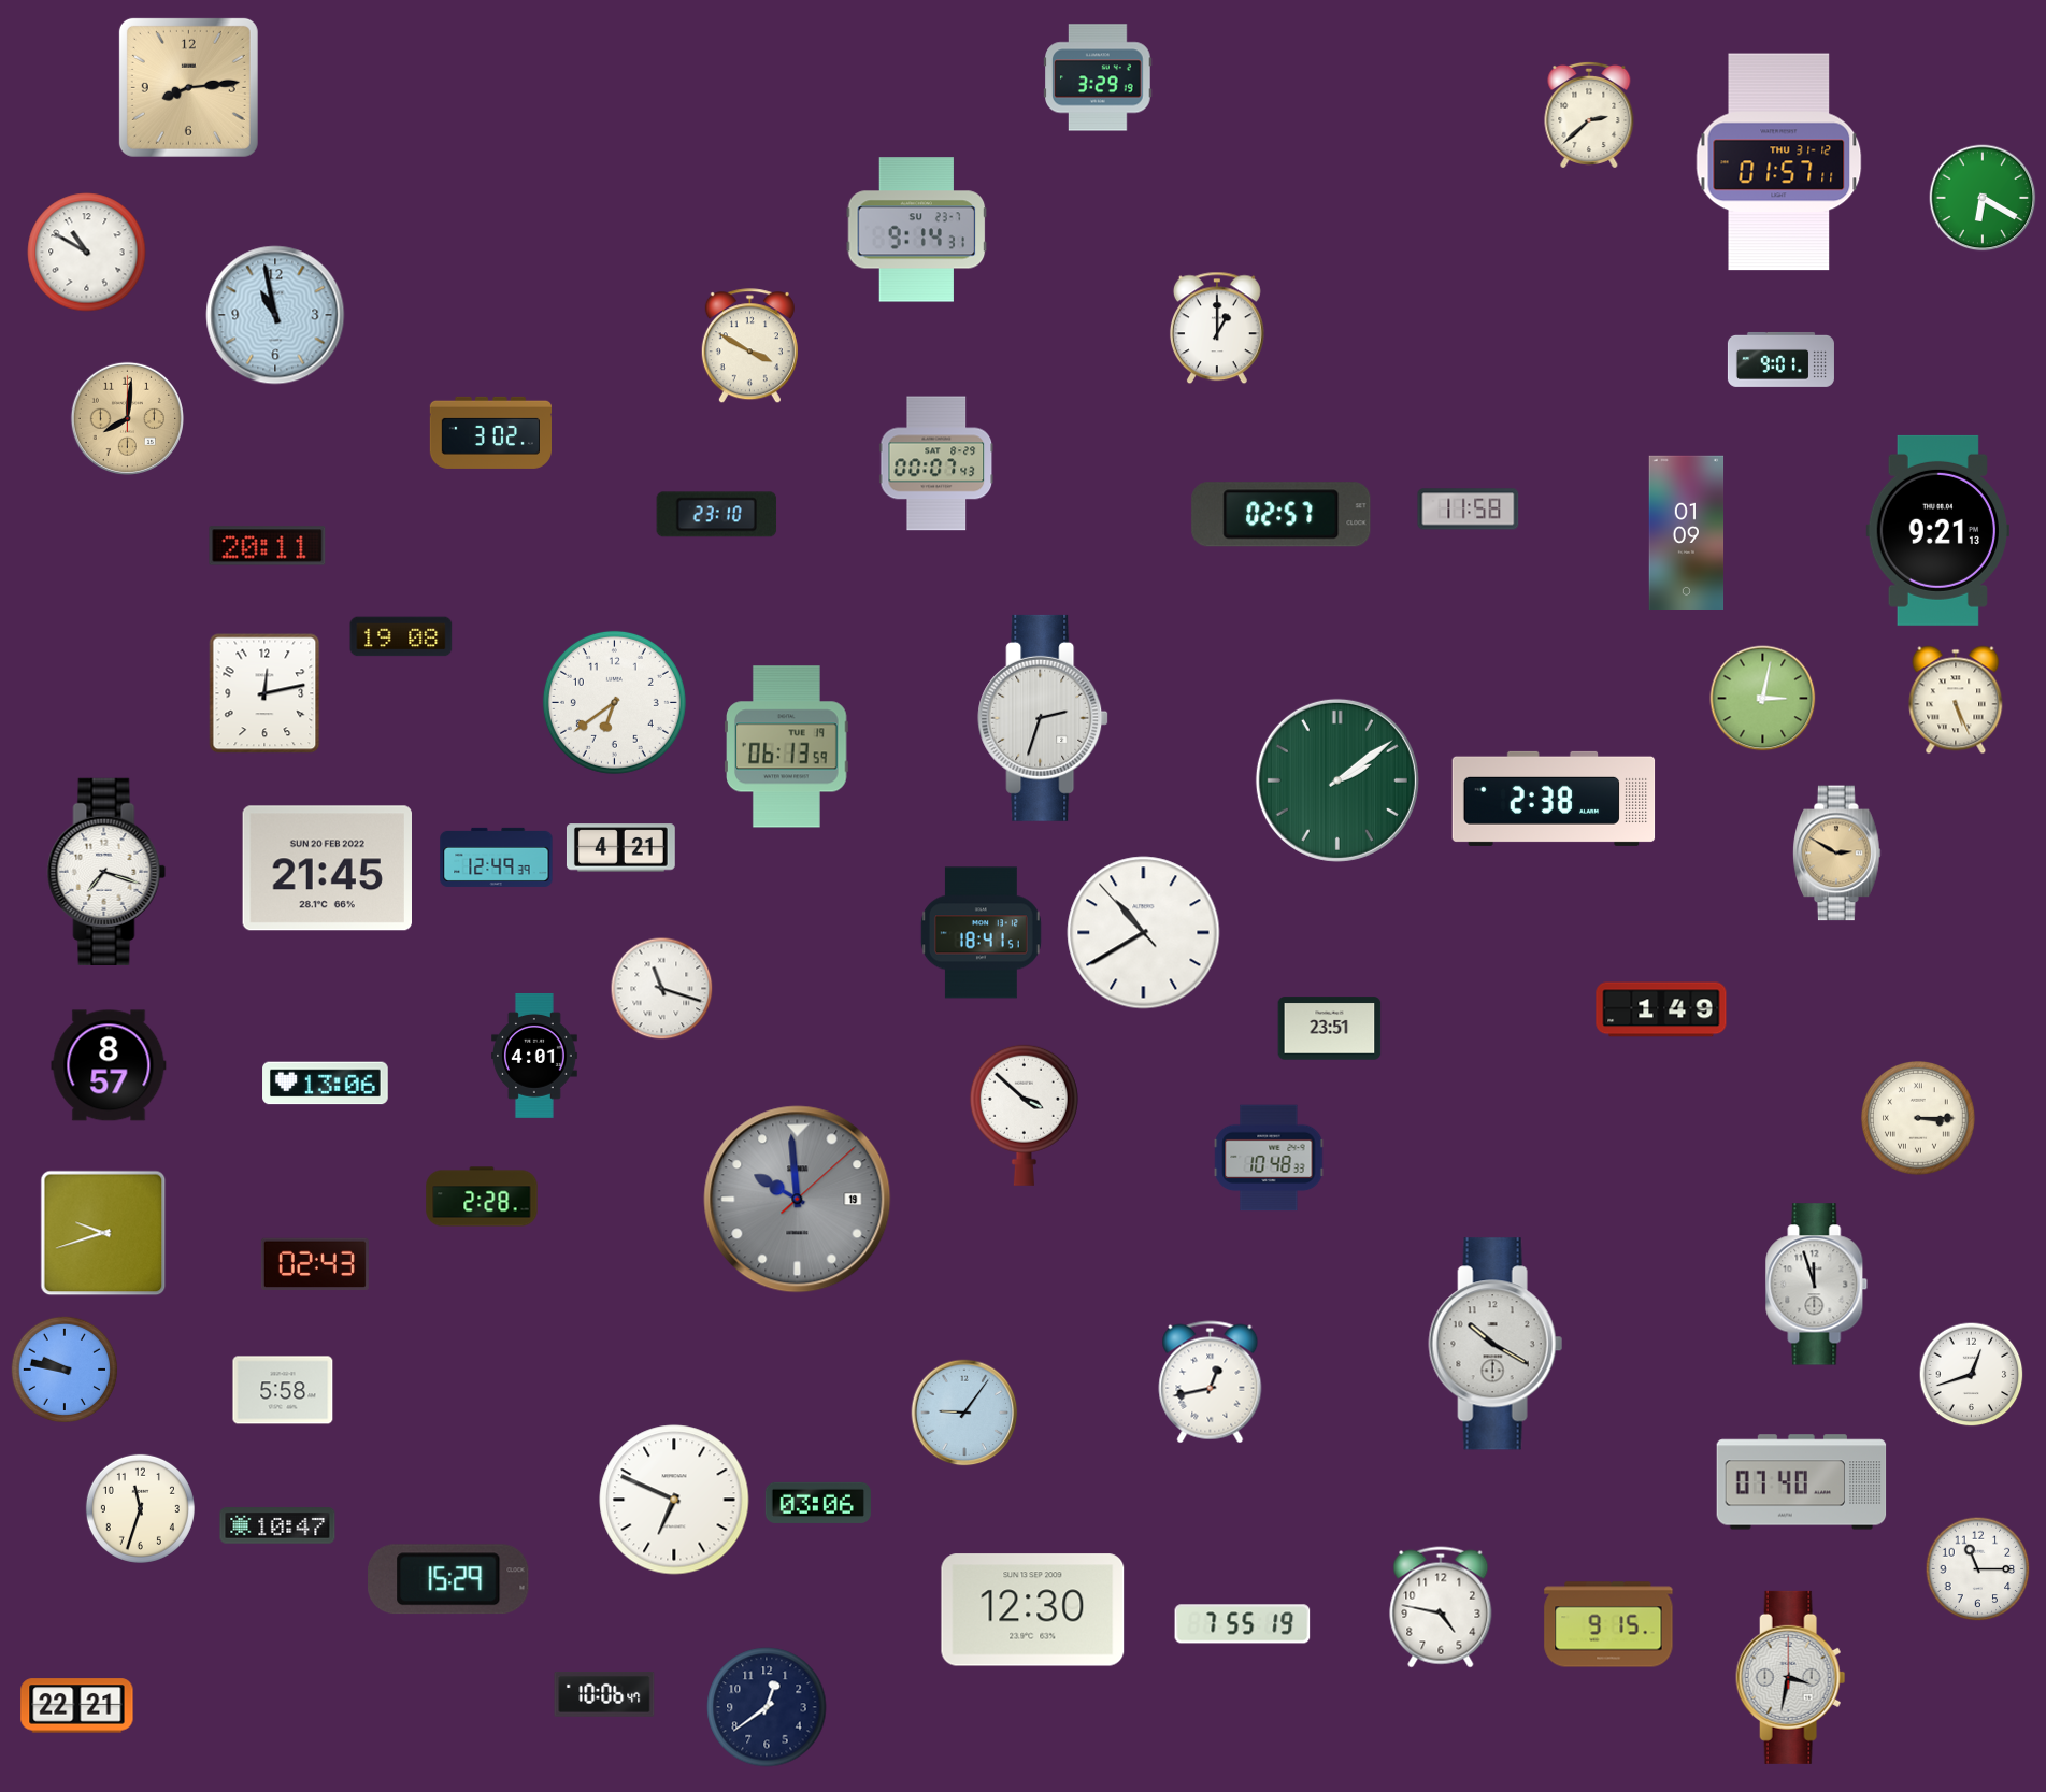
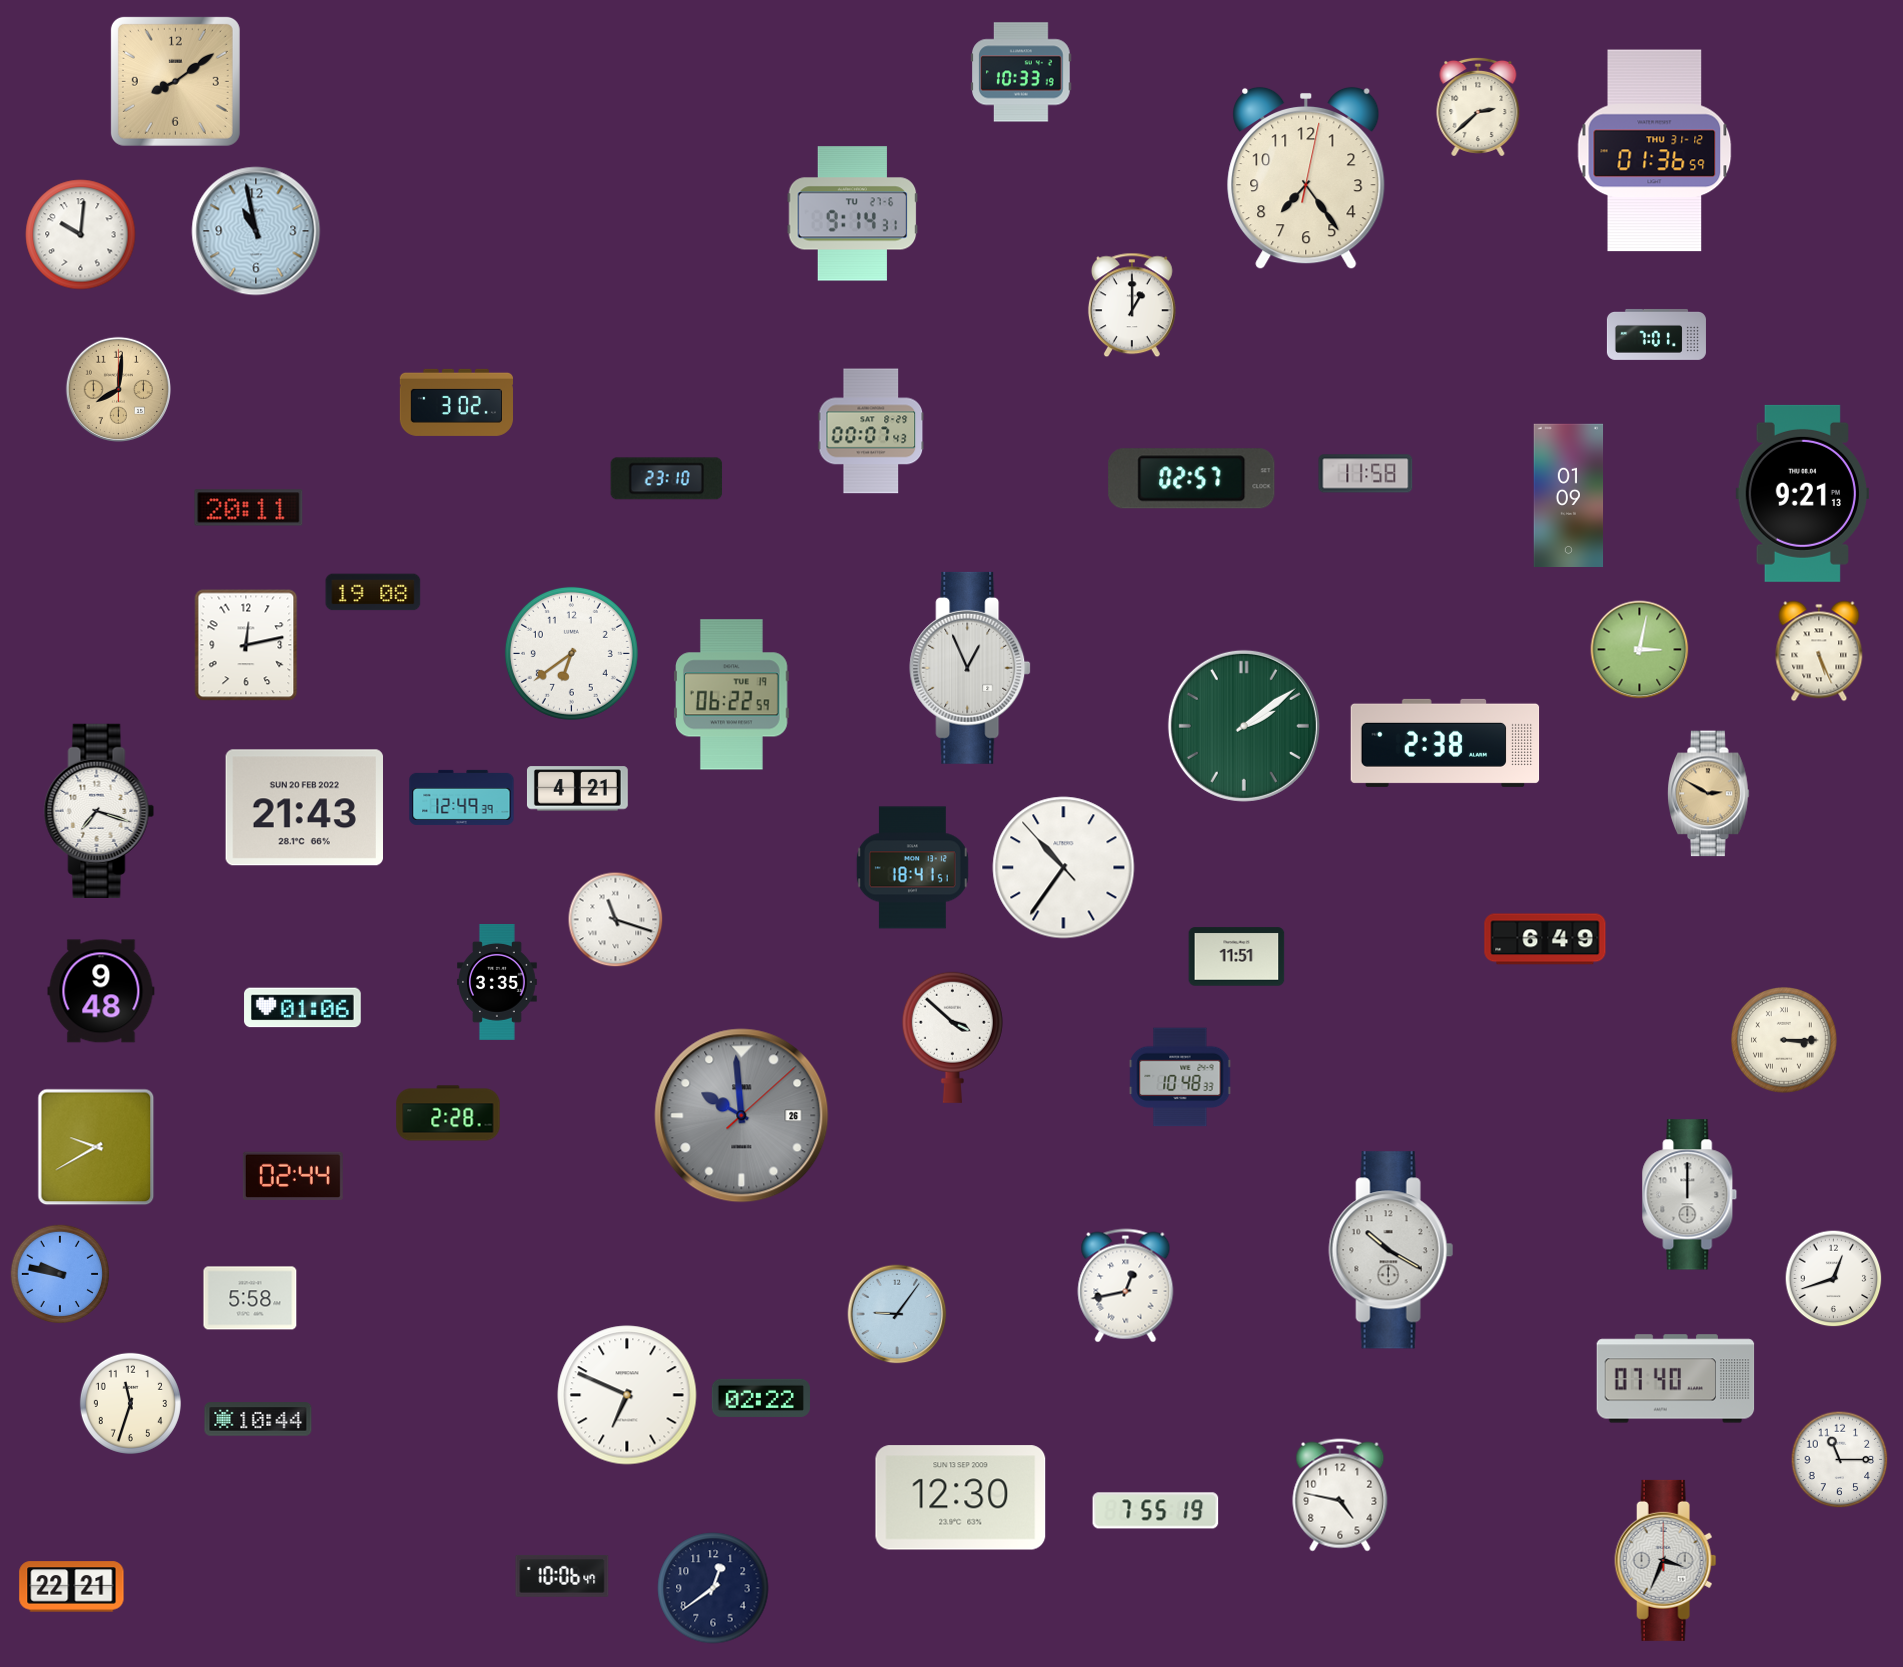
clock at (1098, 77): 3:29 -> 10:33
clock at (188, 87): 8:14 -> 8:09
clock at (1779, 162): 01:57 -> 01:36
clock at (1306, 178): none -> 7:24
clock at (1983, 198): 6:20 -> none
clock at (917, 230) date: SU 23-7 -> TU 27-6
clock at (87, 253): 10:50 -> 10:01
clock at (275, 315) position: (275, 315) -> (256, 231)
clock at (749, 346): 3:50 -> none
clock at (1780, 359): 9:01 -> 7:01
clock at (1043, 718): 2:33 -> 12:56
clock at (787, 747): 06:13 -> 06:22
clock at (327, 869): 21:45 -> 21:43
clock at (1144, 933): 10:39 -> 10:35
clock at (1661, 1009): 1:49 -> 6:49
clock at (1330, 1029): 23:51 -> 11:51
clock at (535, 1057): 4:01 -> 3:35
clock at (109, 1065): 8:57 -> 9:48
clock at (326, 1084): 13:06 -> 01:06
clock at (798, 1200) date: 19 -> 26
clock at (103, 1233): 9:42 -> 9:40
clock at (315, 1264): 02:43 -> 02:44
clock at (1817, 1285): 11:57 -> 12:00
clock at (283, 1390) position: (283, 1390) -> (250, 1298)
clock at (818, 1503): 03:06 -> 02:22
clock at (277, 1525): 10:47 -> 10:44
clock at (449, 1579): 15:29 -> none
clock at (1608, 1624): 9:15 -> none
clock at (1791, 1677): 3:32 -> 3:34
